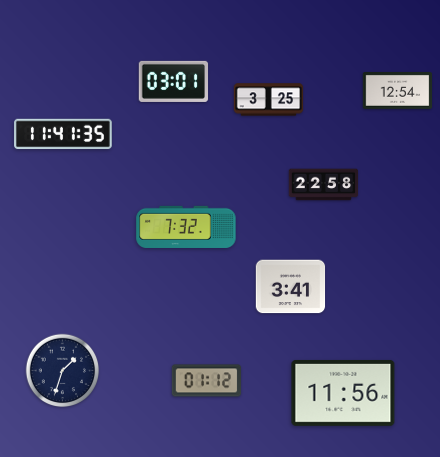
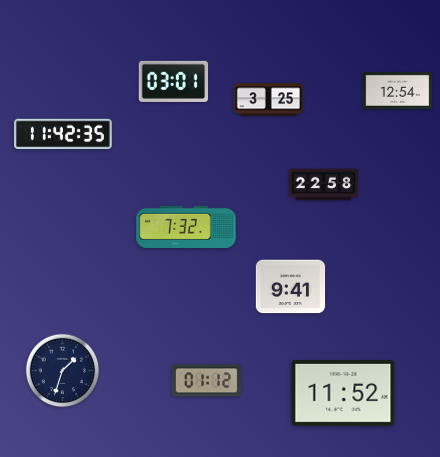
clock at (63, 134): 11:41 -> 11:42
clock at (291, 287): 3:41 -> 9:41
clock at (343, 393): 11:56 -> 11:52
